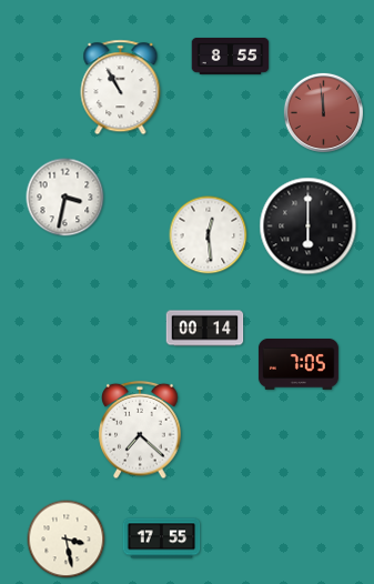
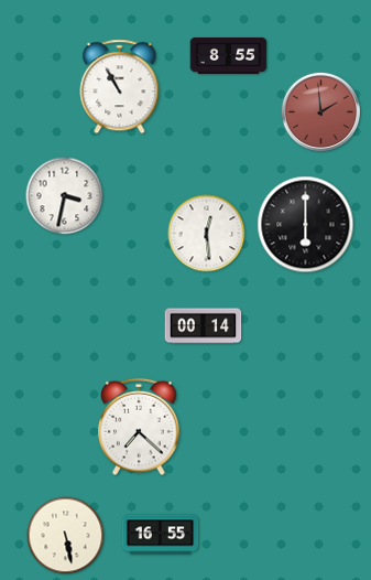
clock at (323, 112): 11:59 -> 1:59
clock at (299, 364): 7:05 -> none
clock at (162, 538): 17:55 -> 16:55
clock at (67, 540): 3:28 -> 5:28
